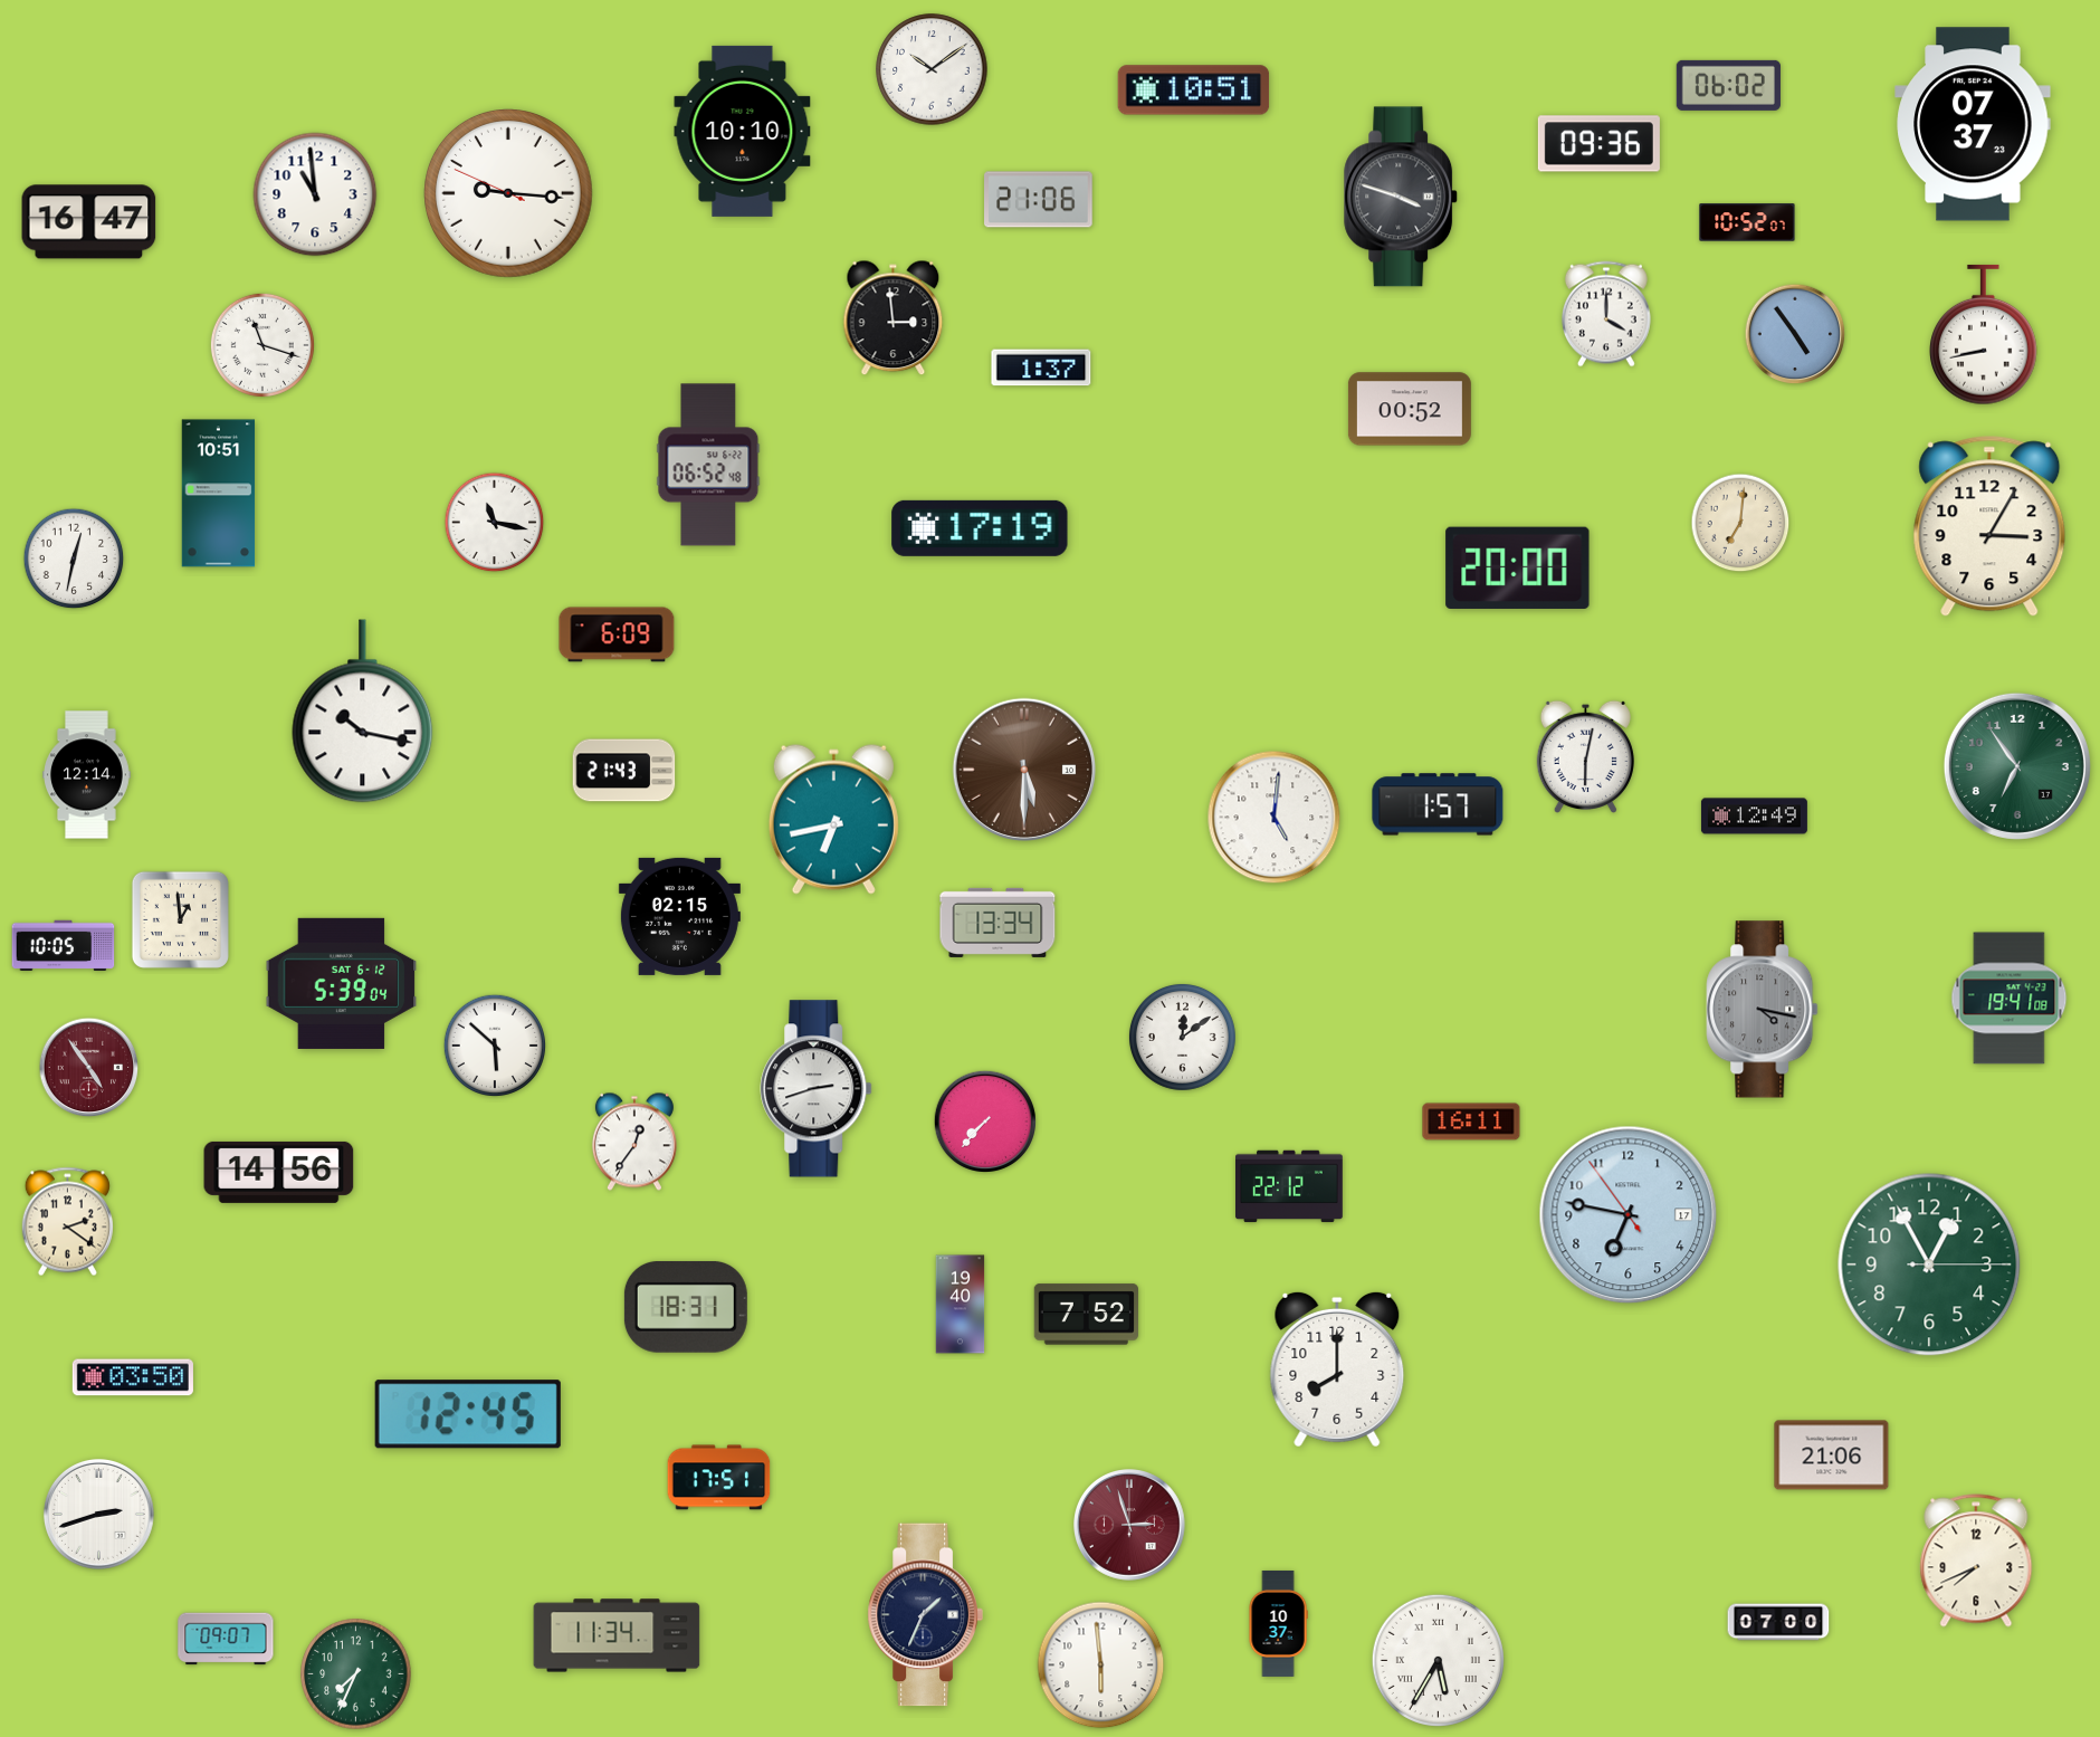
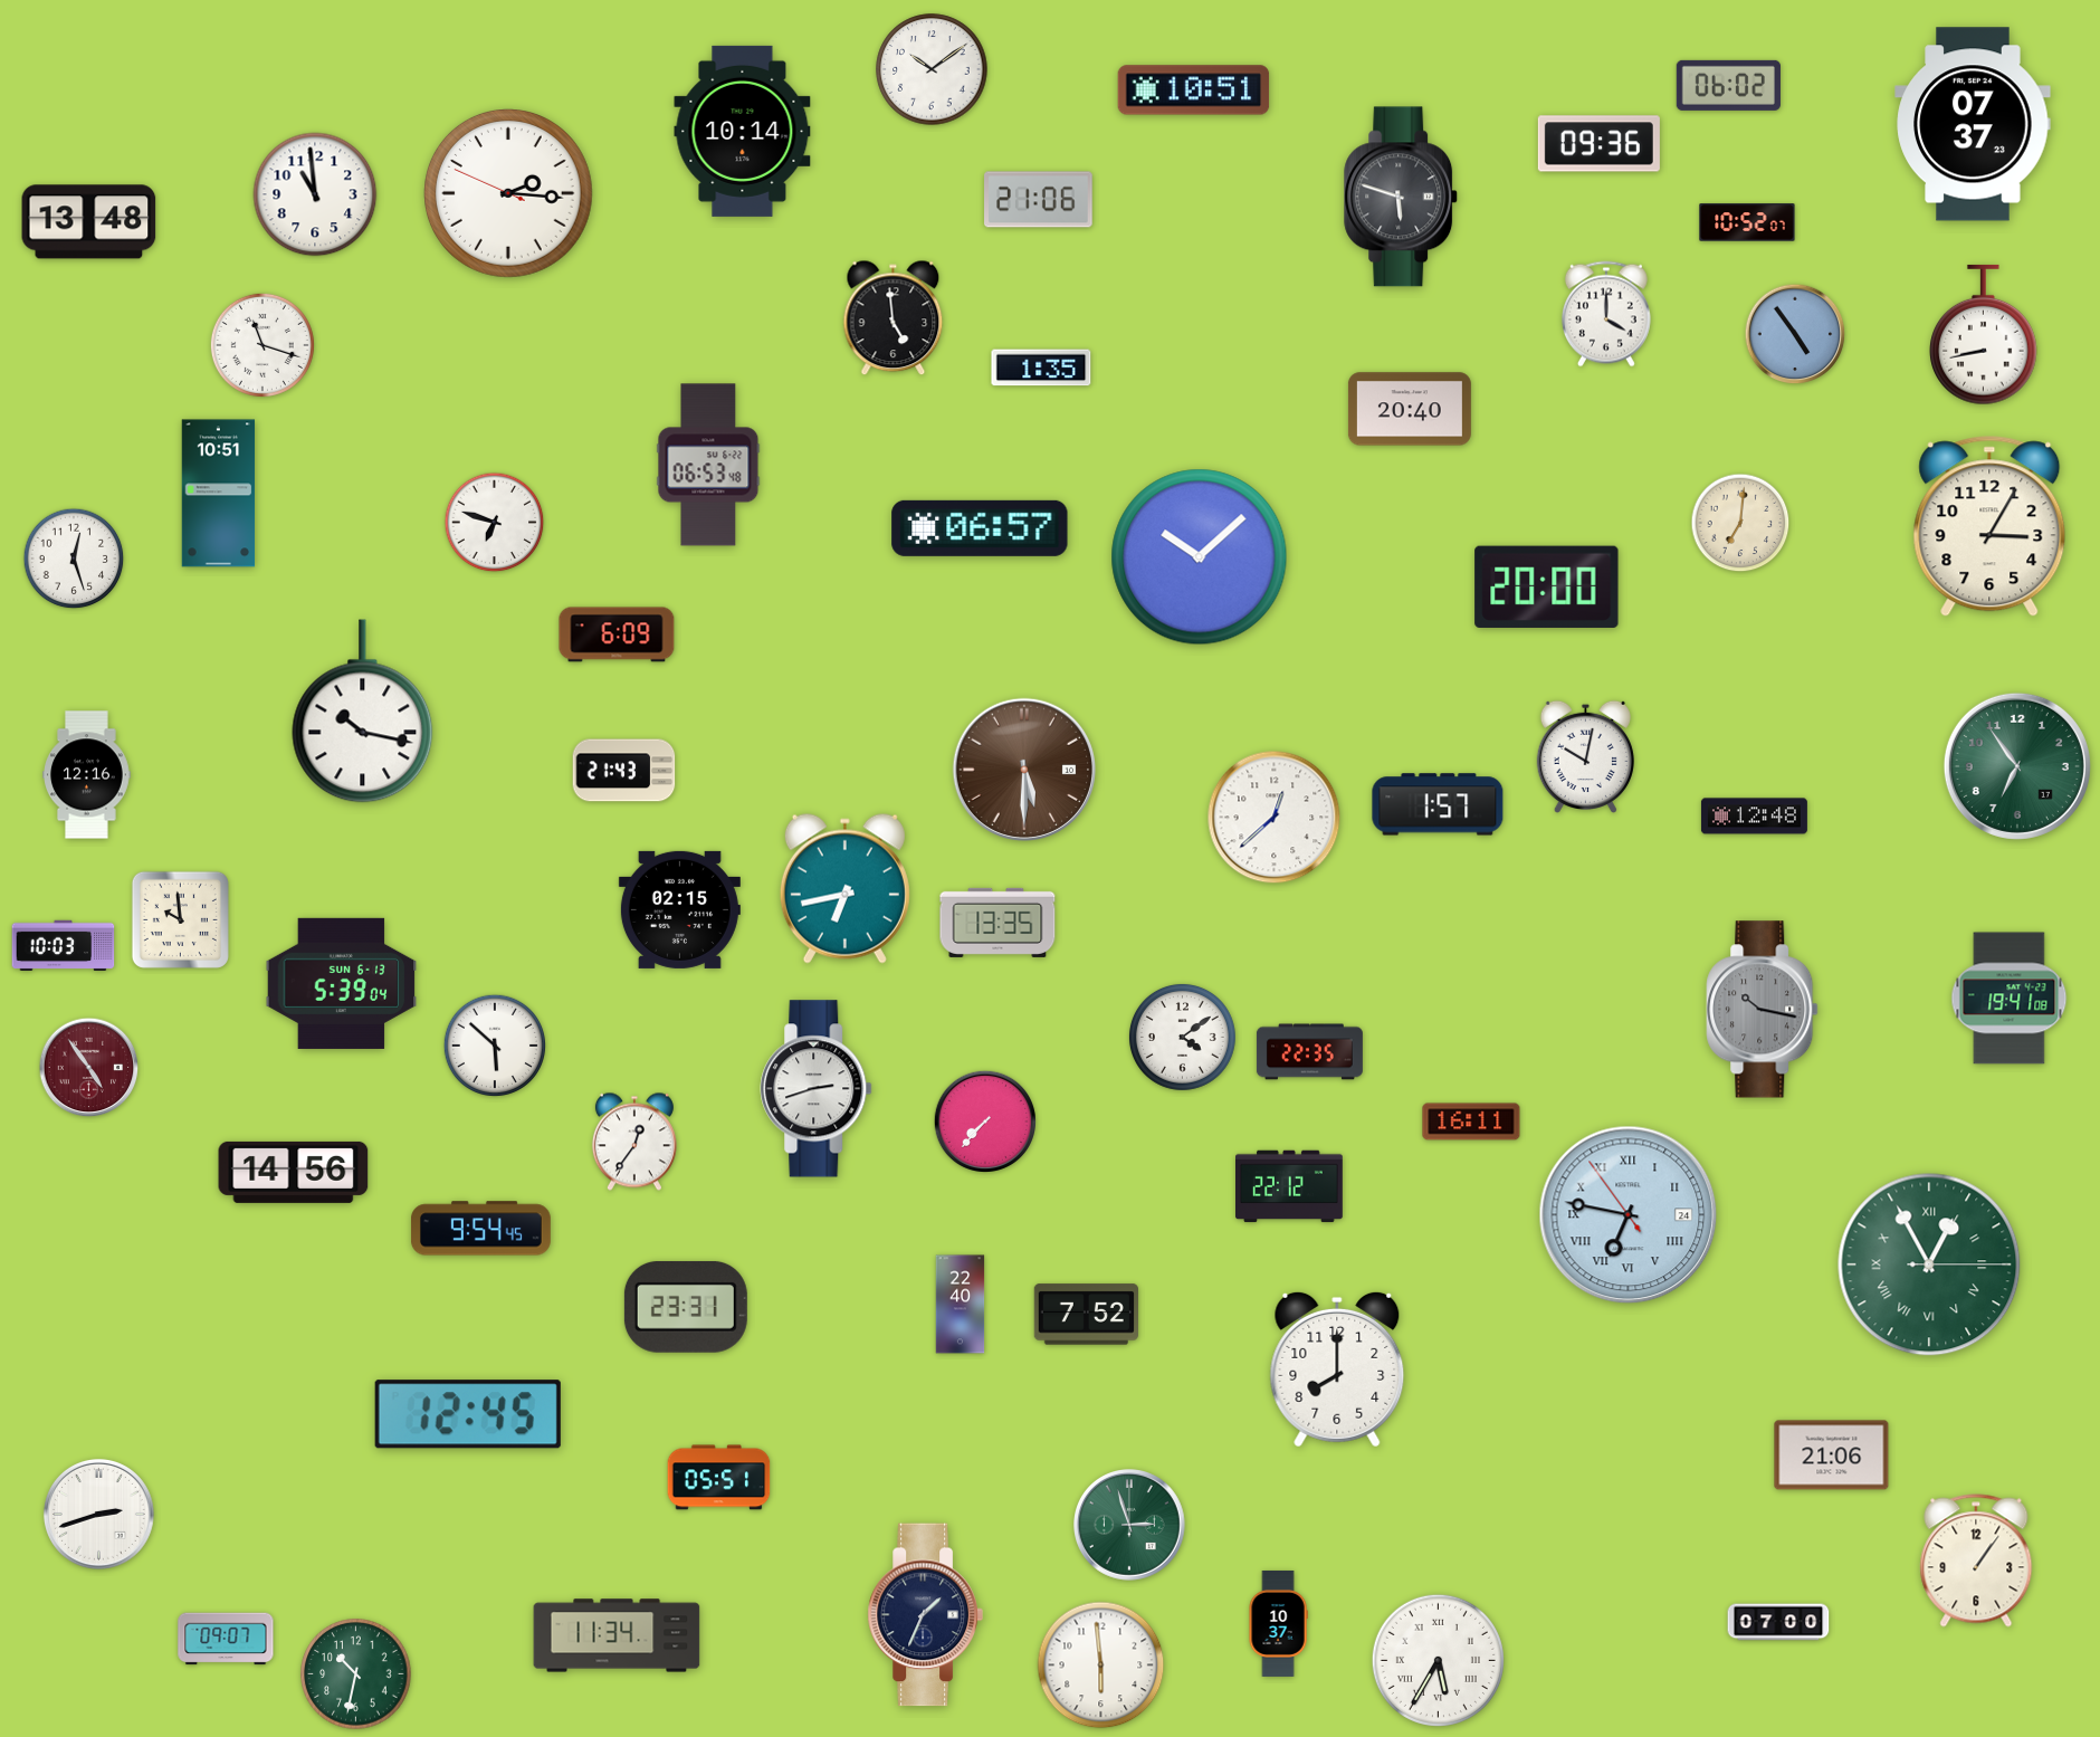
clock at (743, 131): 10:10 -> 10:14
clock at (509, 194): 9:15 -> 2:15
clock at (1402, 197): 3:48 -> 5:48
clock at (89, 222): 16:47 -> 13:48
clock at (894, 318): 2:59 -> 4:59
clock at (1041, 368): 1:37 -> 1:35
clock at (1410, 409): 00:52 -> 20:40
clock at (708, 465): 06:52 -> 06:53
clock at (495, 523): 11:17 -> 6:48
clock at (980, 528): 17:19 -> 06:57
clock at (1200, 557): none -> 10:08
clock at (74, 559): 12:32 -> 12:27
clock at (1518, 567) position: (1518, 567) -> (1547, 586)
clock at (1585, 756): 6:02 -> 10:02
clock at (87, 775): 12:14 -> 12:16
clock at (1754, 817): 12:49 -> 12:48
clock at (1275, 818): 5:01 -> 12:38
clock at (833, 819) position: (833, 819) -> (844, 888)
clock at (679, 916) position: (679, 916) -> (679, 909)
clock at (180, 919): 12:59 -> 9:59
clock at (997, 923): 13:34 -> 13:35
clock at (64, 945): 10:05 -> 10:03
clock at (342, 983) date: SAT 6-12 -> SUN 6-13
clock at (1763, 1010): 4:17 -> 10:17
clock at (1182, 1037): 12:09 -> 4:09
clock at (1309, 1052): none -> 22:35
clock at (279, 1172) position: (279, 1172) -> (294, 1172)
clock at (1629, 1215) date: 17 -> 24
clock at (1629, 1215) numerals: Arabic -> Roman
clock at (67, 1222): 2:21 -> none
clock at (480, 1229): none -> 9:54
clock at (1929, 1264) numerals: Arabic -> Roman
clock at (961, 1305): 19:40 -> 22:40
clock at (686, 1307): 18:31 -> 23:31
clock at (133, 1377): 03:50 -> none
clock at (719, 1478): 17:51 -> 05:51
clock at (1130, 1526) dial: burgundy -> green
clock at (1976, 1561): 7:41 -> 1:06
clock at (356, 1674): 7:34 -> 10:32
